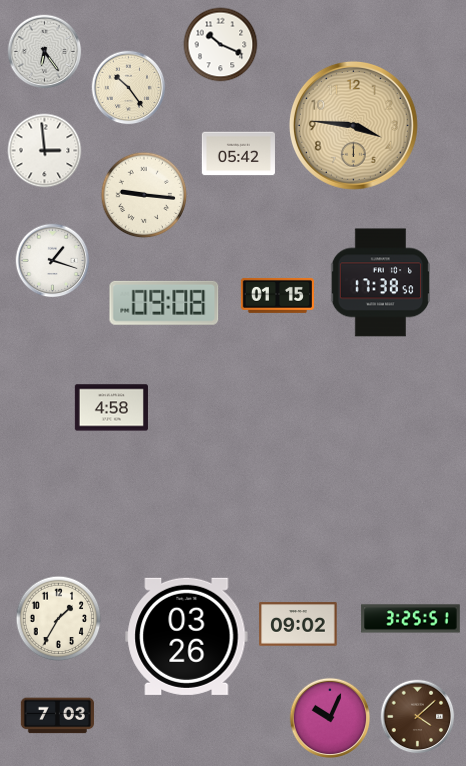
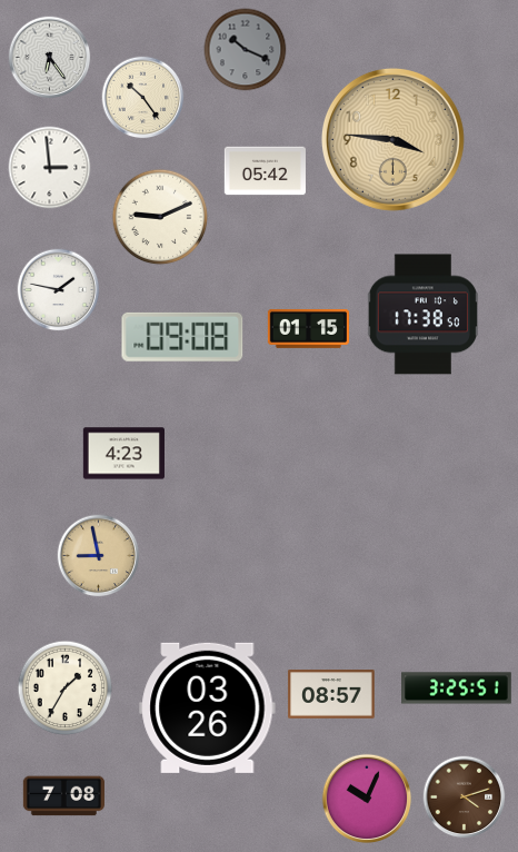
clock at (221, 45) dial: white -> grey
clock at (144, 195): 9:16 -> 9:11
clock at (53, 261): 1:18 -> 1:47
clock at (111, 408): 4:58 -> 4:23
clock at (99, 556): none -> 8:58
clock at (298, 624): 09:02 -> 08:57
clock at (57, 716): 7:03 -> 7:08
clock at (418, 717): 4:08 -> 4:12
